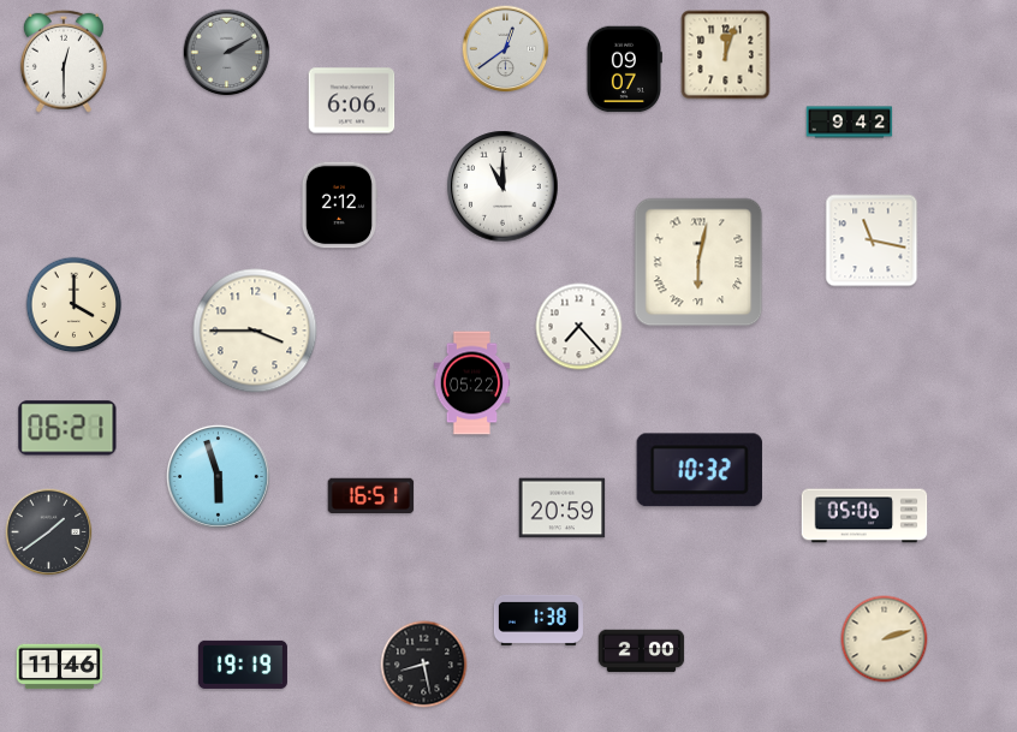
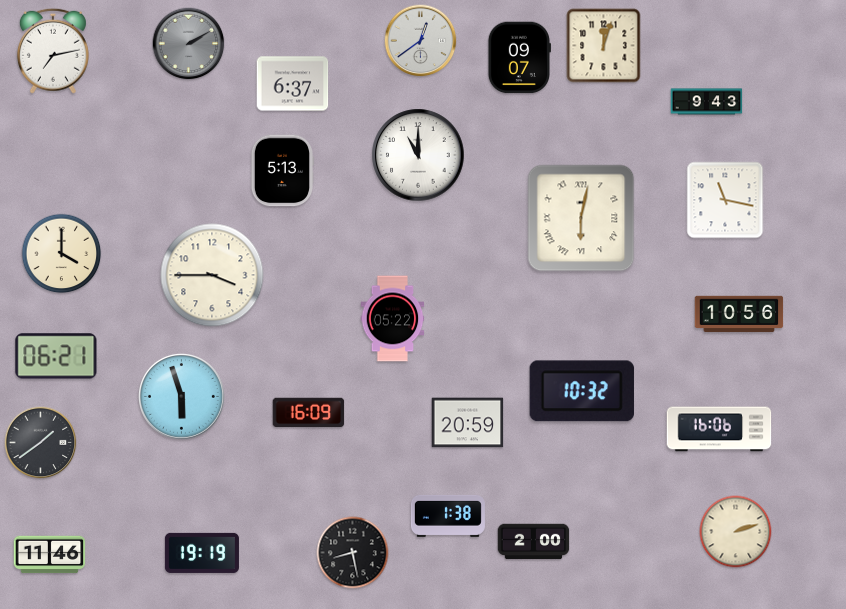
clock at (64, 61): 12:30 -> 7:13
clock at (352, 101): 6:06 -> 6:37
clock at (850, 123): 9:42 -> 9:43
clock at (338, 206): 2:12 -> 5:13
clock at (579, 327): 7:23 -> none
clock at (739, 314): none -> 10:56
clock at (371, 496): 16:51 -> 16:09
clock at (864, 516): 05:06 -> 16:06
